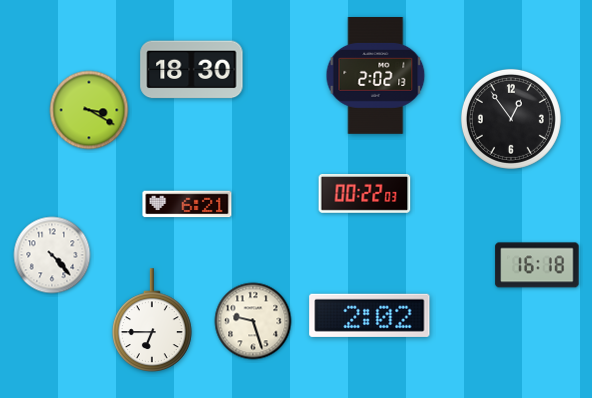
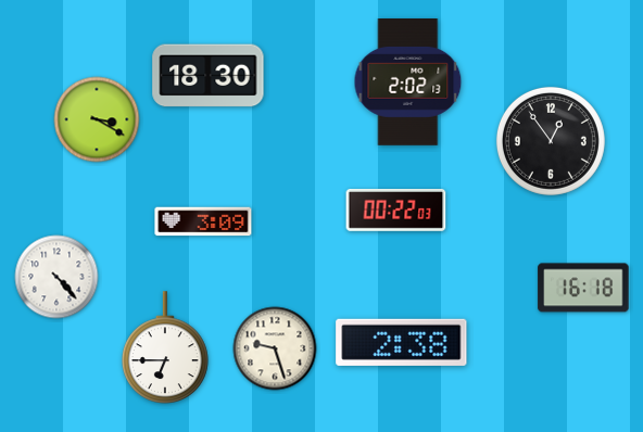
clock at (511, 119) position: (511, 119) -> (551, 141)
clock at (187, 204): 6:21 -> 3:09
clock at (370, 315): 2:02 -> 2:38
